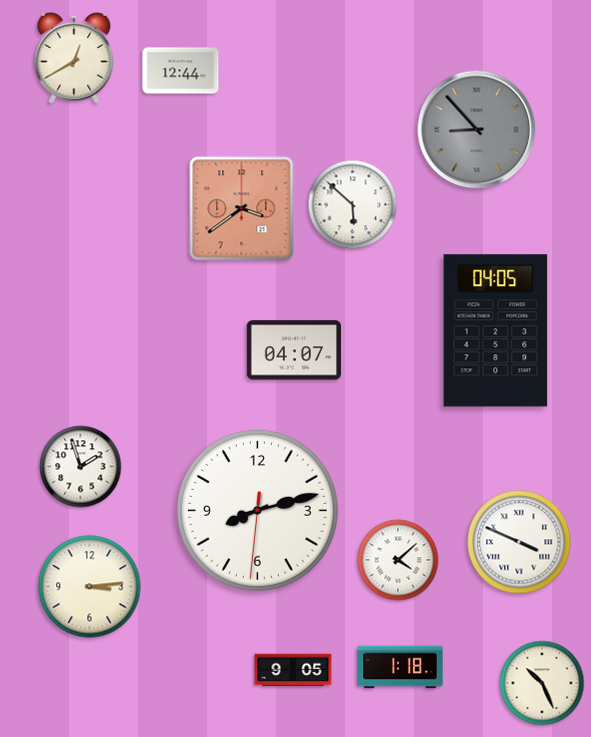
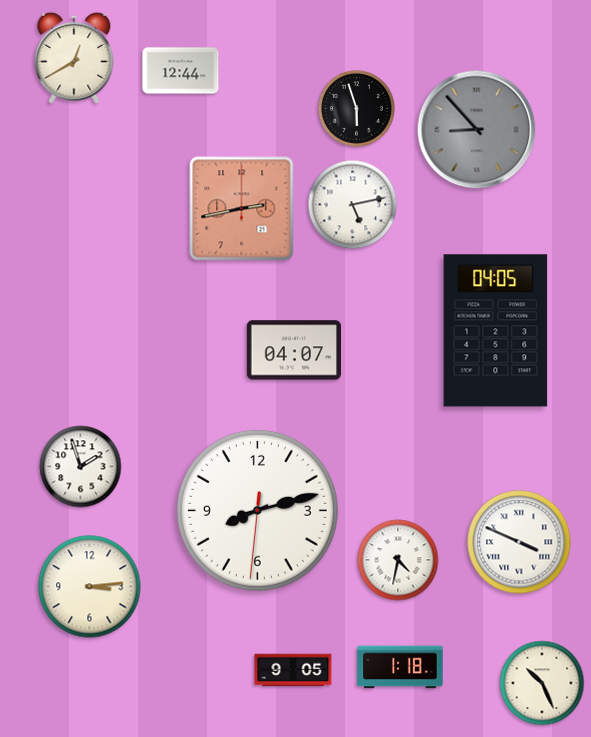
clock at (357, 109): none -> 5:57
clock at (353, 205): 5:52 -> 5:13
clock at (242, 209): 3:39 -> 2:43
clock at (398, 560): 4:08 -> 4:32
